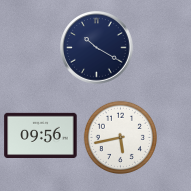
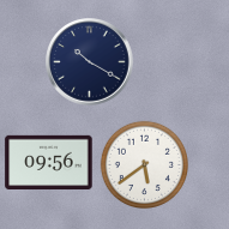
clock at (97, 48) position: (97, 48) -> (90, 62)
clock at (120, 137): 5:43 -> 5:39
